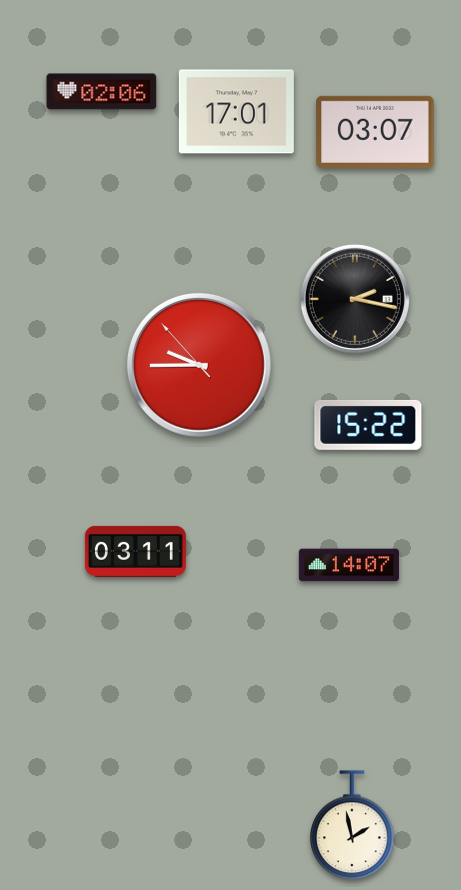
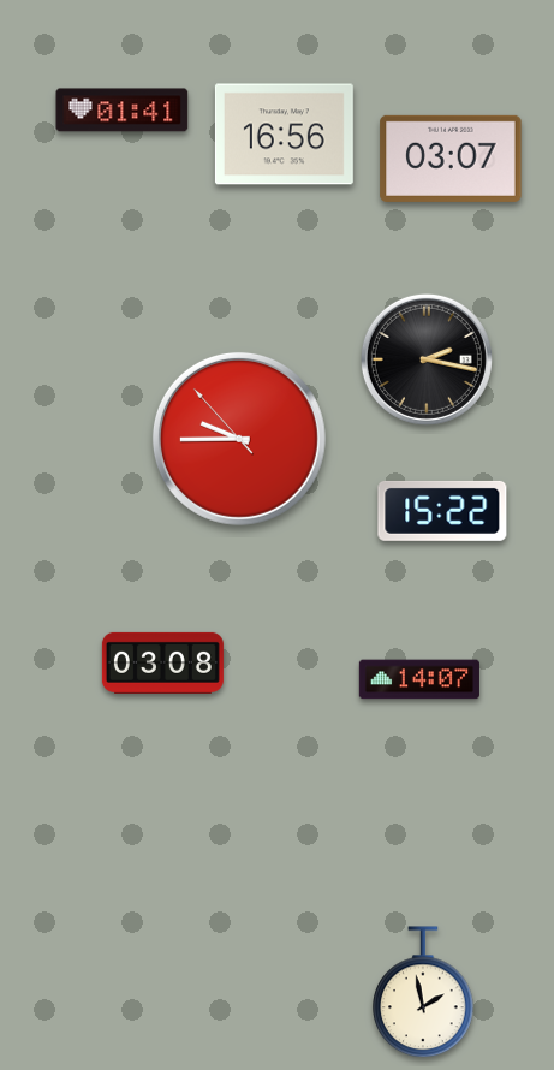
clock at (102, 92): 02:06 -> 01:41
clock at (236, 112): 17:01 -> 16:56
clock at (135, 551): 03:11 -> 03:08
